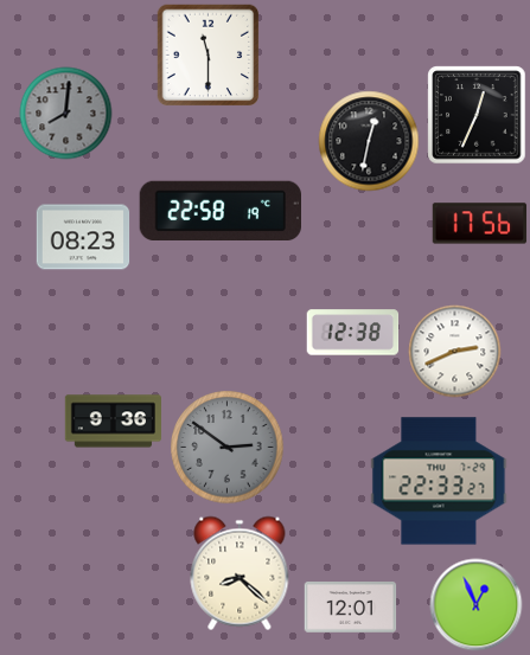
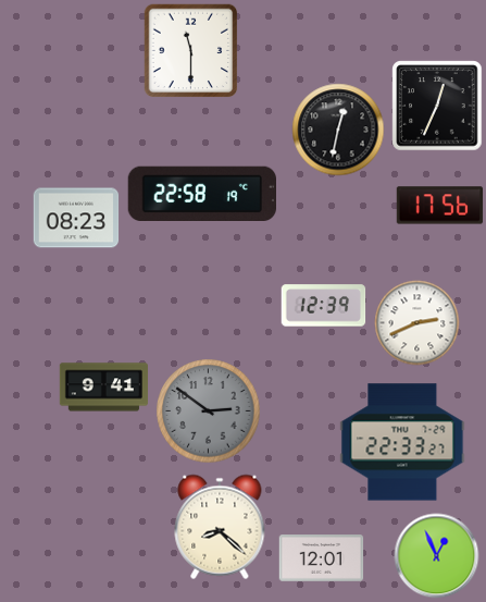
clock at (65, 113): 8:01 -> none
clock at (352, 333): 12:38 -> 12:39
clock at (113, 422): 9:36 -> 9:41
